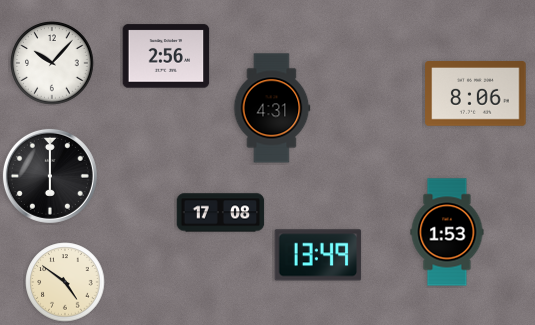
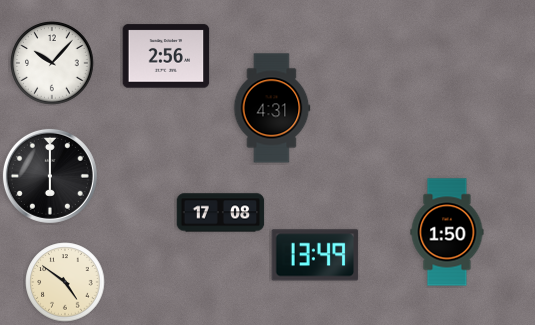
clock at (476, 94): 8:06 -> none
clock at (447, 232): 1:53 -> 1:50
clock at (318, 255) position: (318, 255) -> (315, 255)
